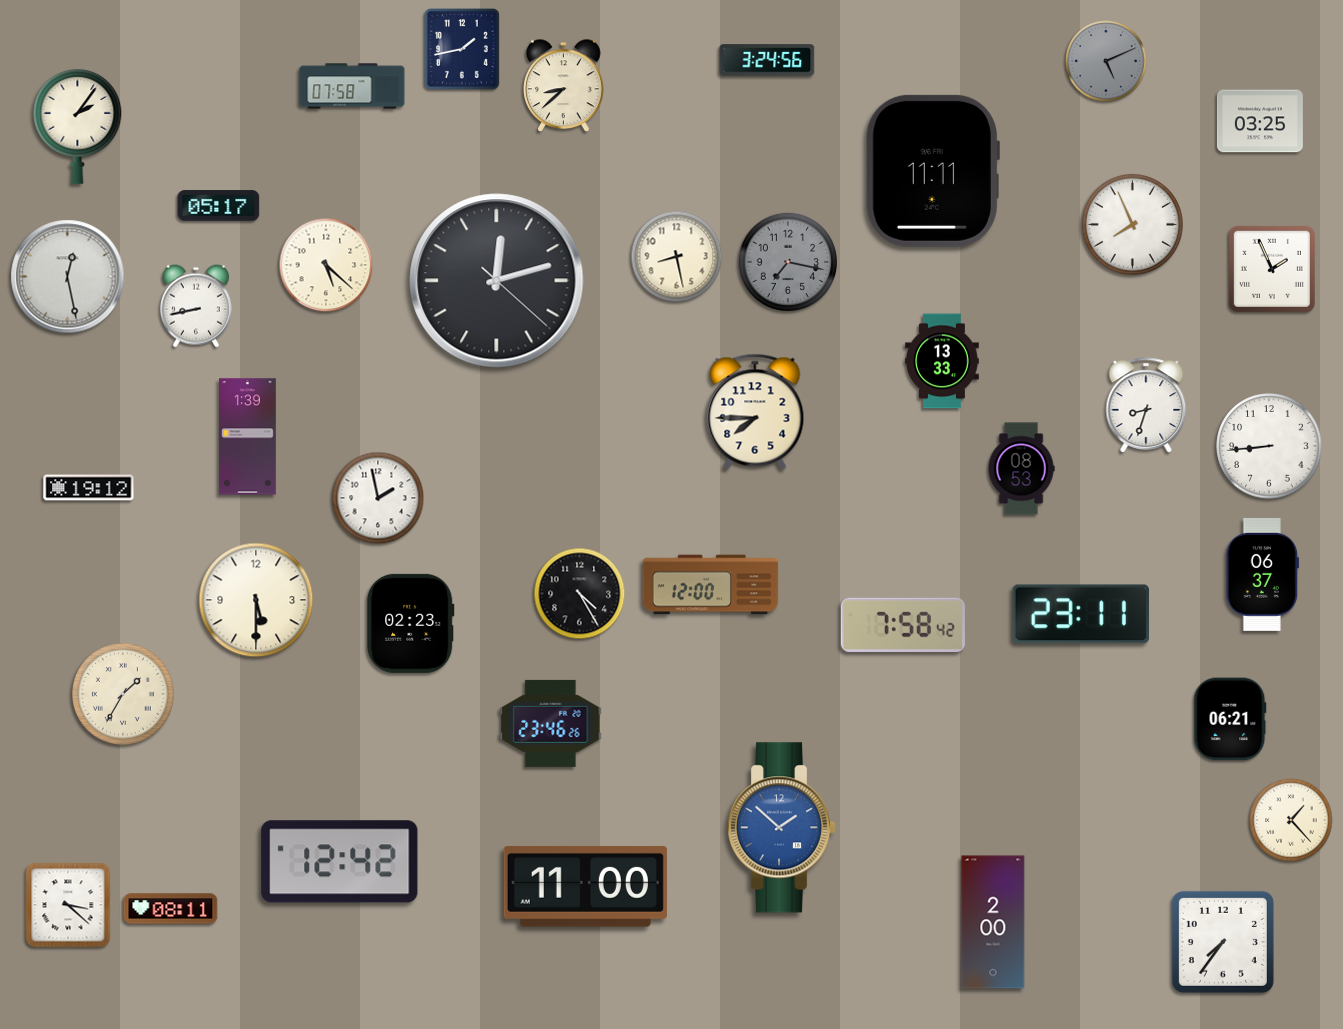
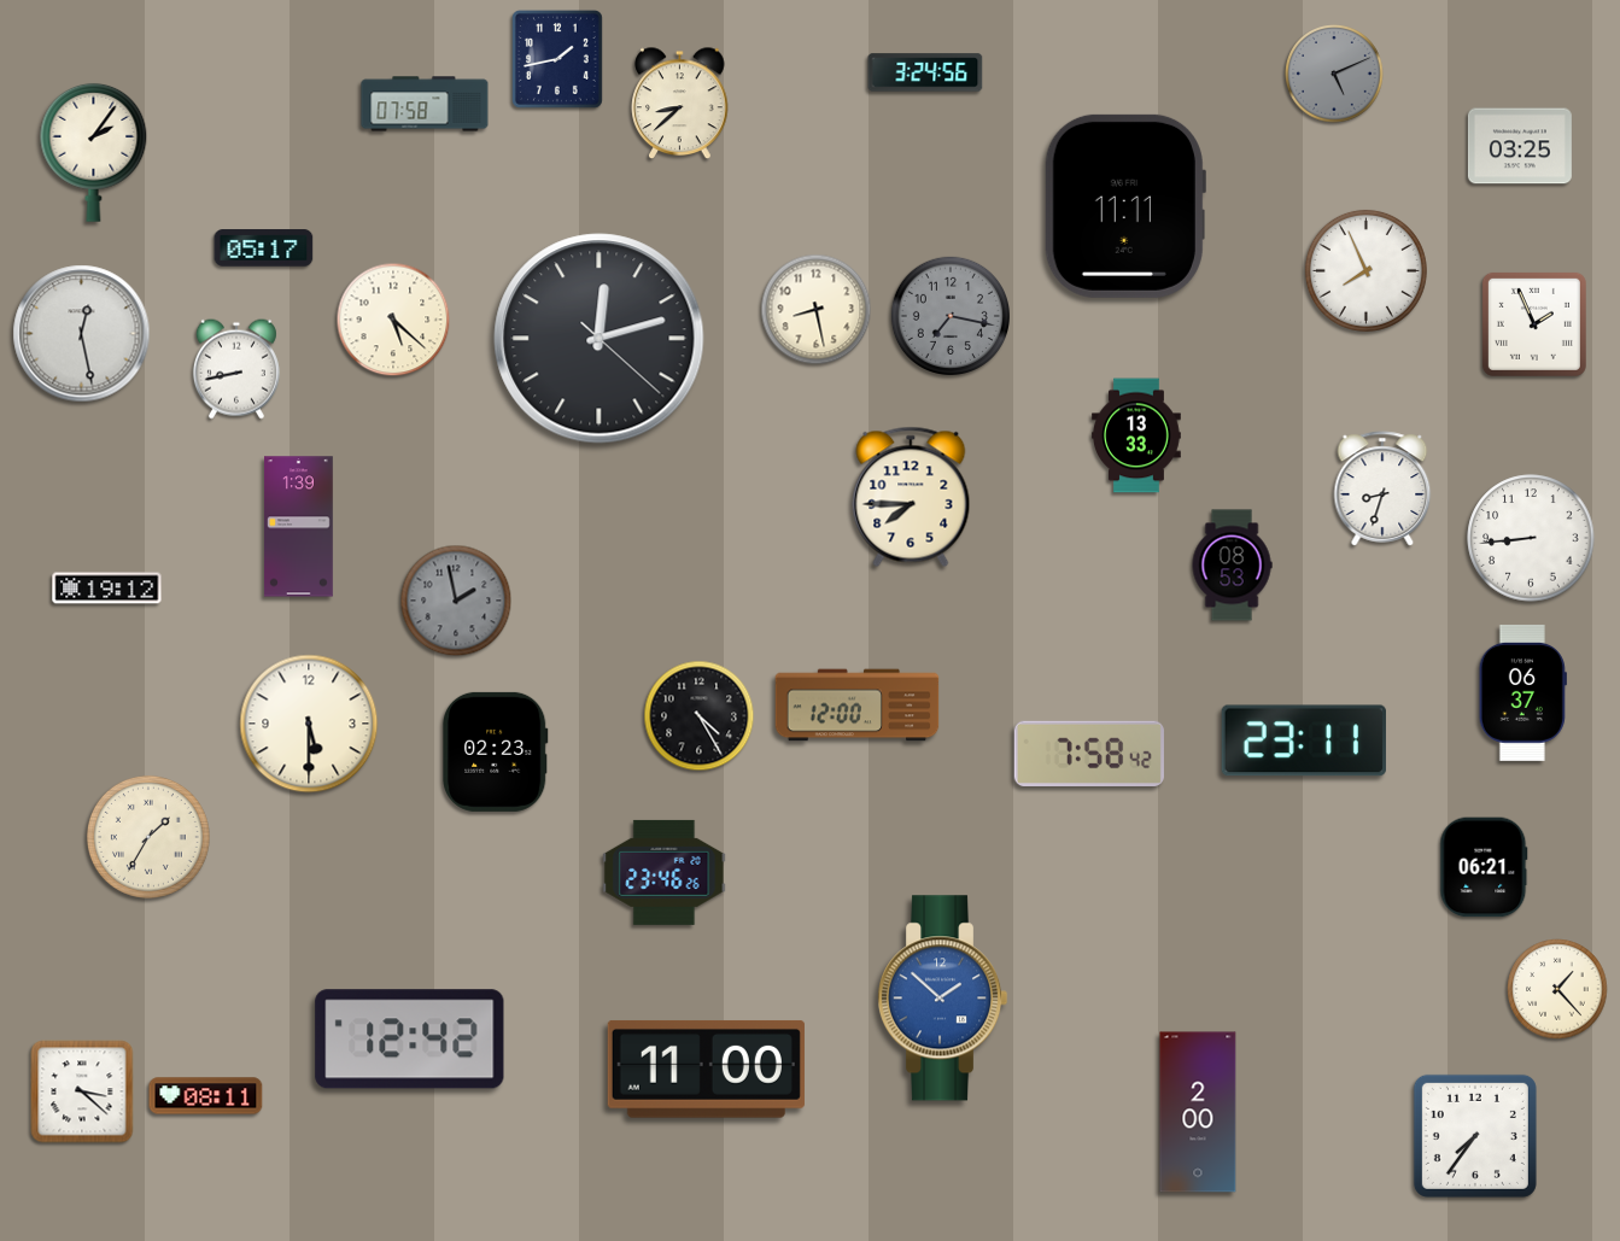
clock at (378, 498) dial: white -> grey
